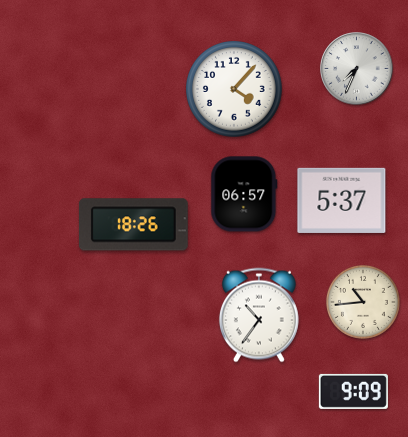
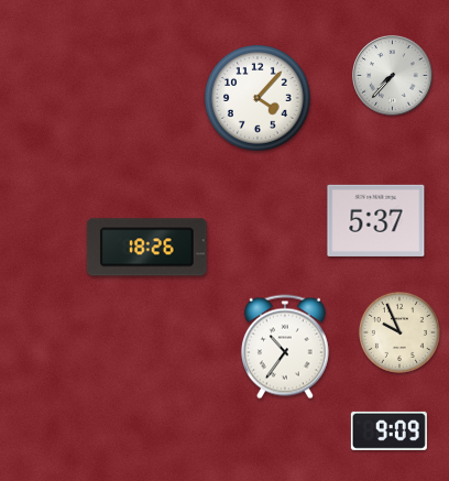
clock at (357, 69): 7:34 -> 7:37
clock at (244, 194): 06:57 -> none
clock at (363, 302): 10:44 -> 9:56
